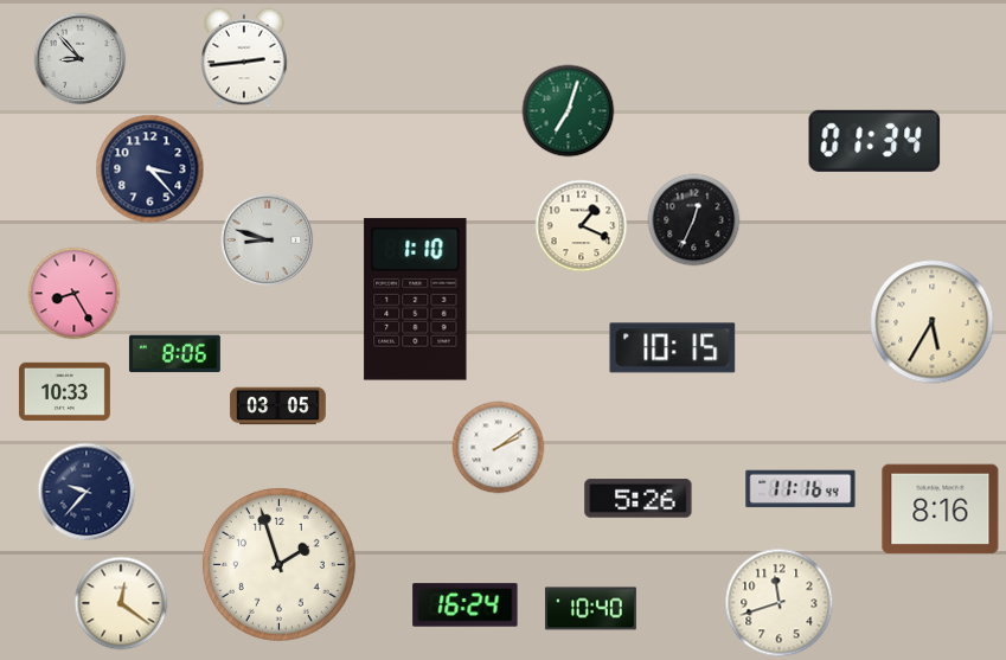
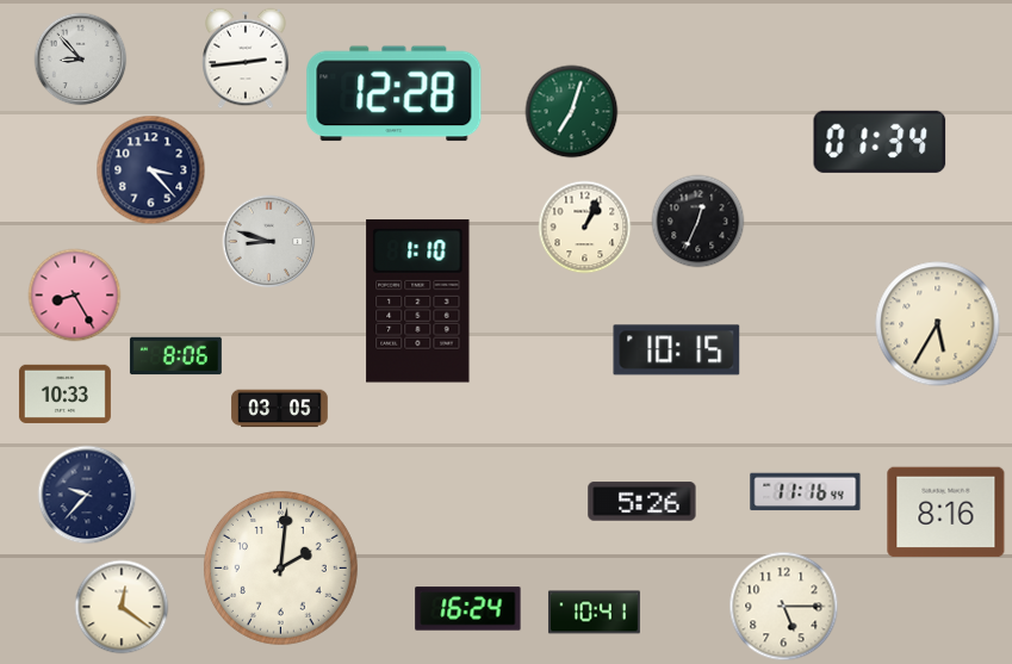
clock at (395, 94): none -> 12:28
clock at (581, 225): 1:19 -> 1:04
clock at (498, 447): 2:09 -> none
clock at (278, 564): 1:57 -> 2:01
clock at (778, 602): 11:42 -> 5:15
clock at (590, 609): 10:40 -> 10:41
